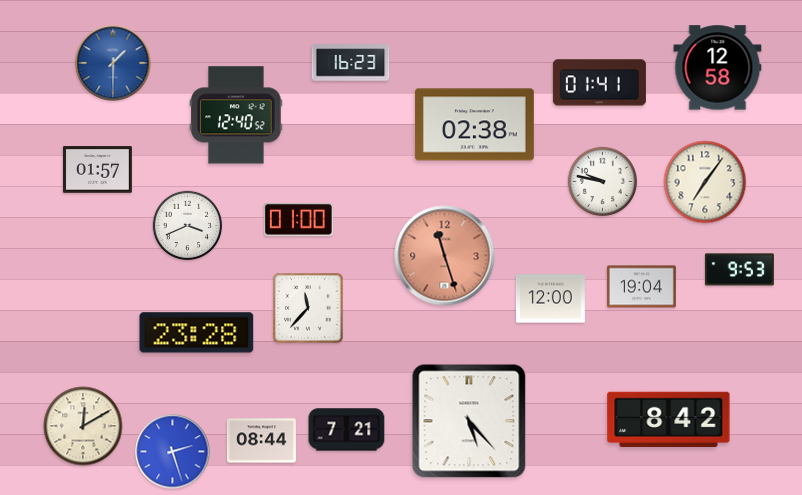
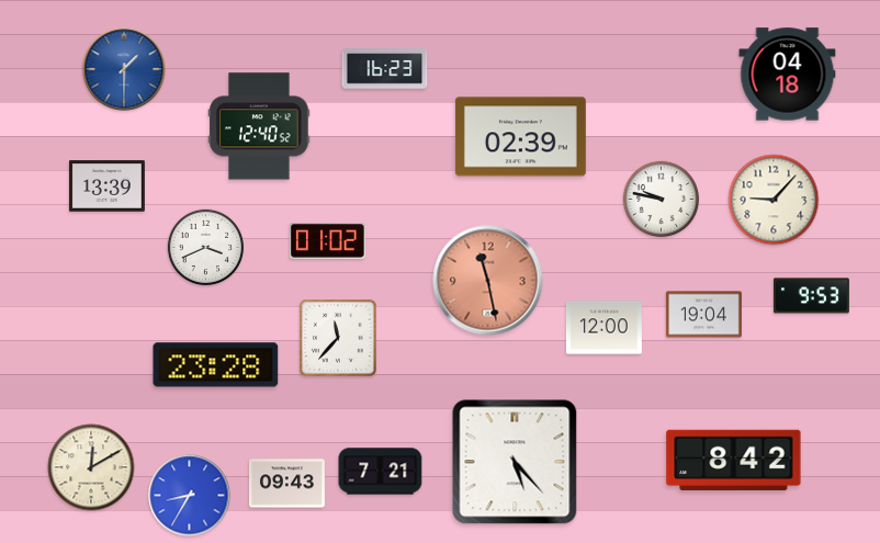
clock at (718, 68): 12:58 -> 04:18
clock at (599, 83): 01:41 -> none
clock at (474, 125): 02:38 -> 02:39
clock at (97, 170): 01:57 -> 13:39
clock at (705, 182): 7:06 -> 9:07
clock at (298, 220): 01:00 -> 01:02
clock at (445, 256): 11:27 -> 11:28
clock at (261, 441): 08:44 -> 09:43
clock at (173, 452): 2:27 -> 8:35
